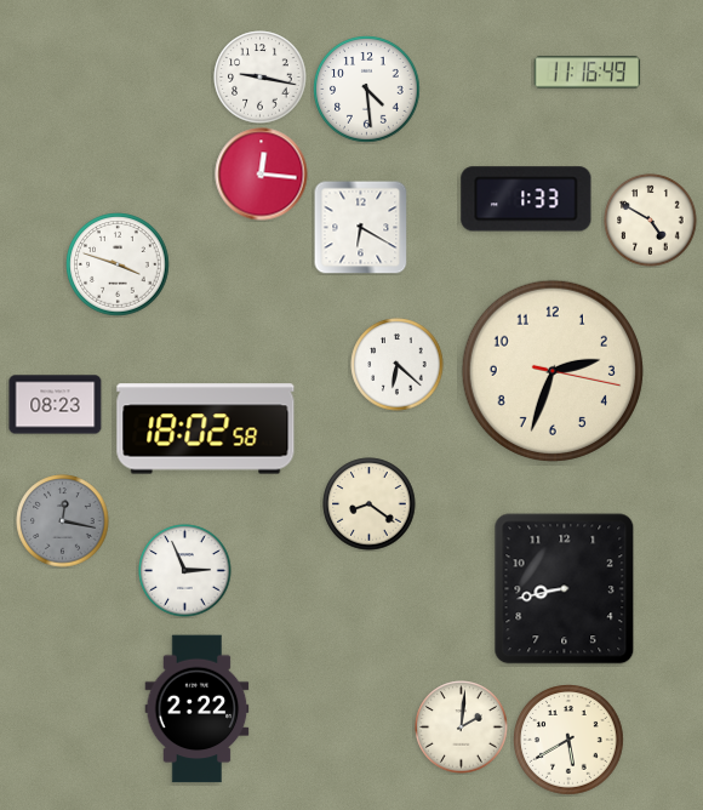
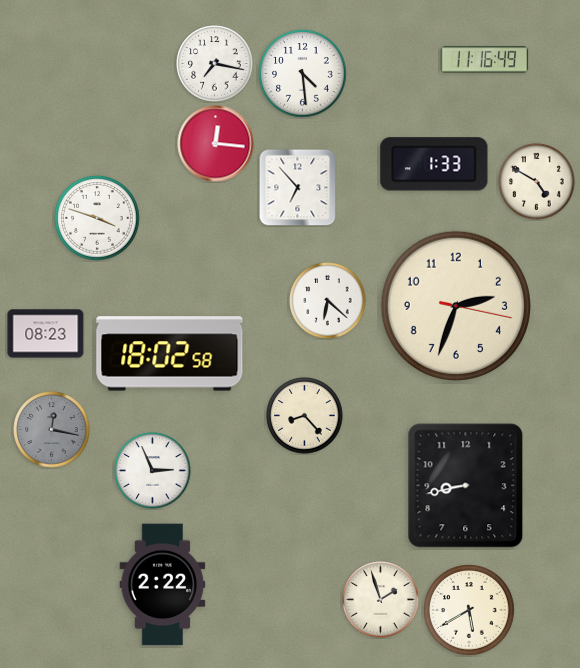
clock at (261, 78): 9:17 -> 7:17
clock at (360, 227): 6:20 -> 6:53
clock at (370, 504): 8:21 -> 8:23
clock at (462, 728): 2:01 -> 1:57
